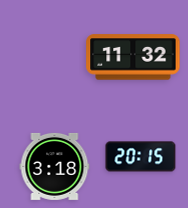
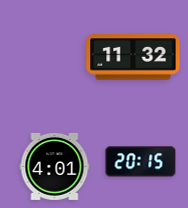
clock at (141, 157) position: (141, 157) -> (141, 162)
clock at (55, 166): 3:18 -> 4:01
